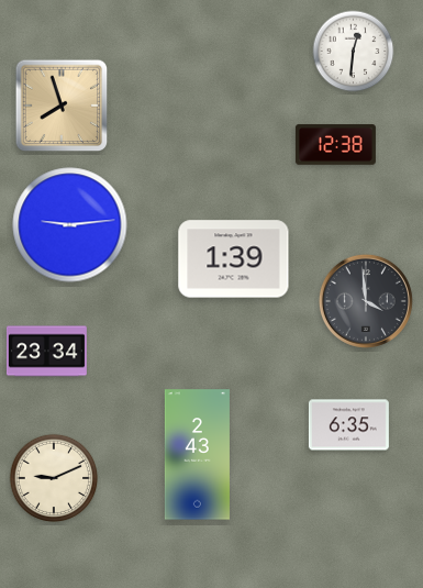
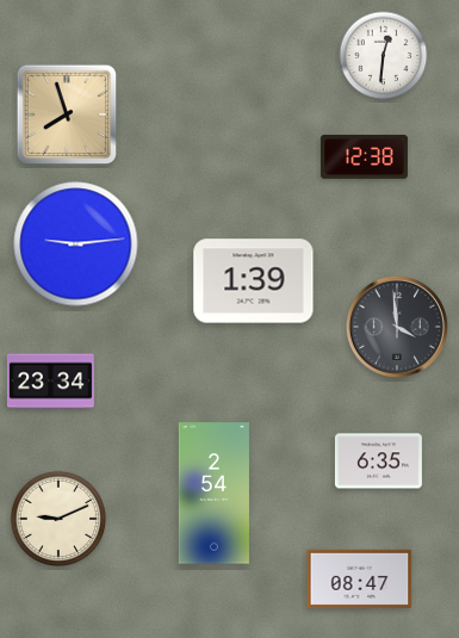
clock at (197, 455): 2:43 -> 2:54
clock at (360, 578): none -> 08:47
